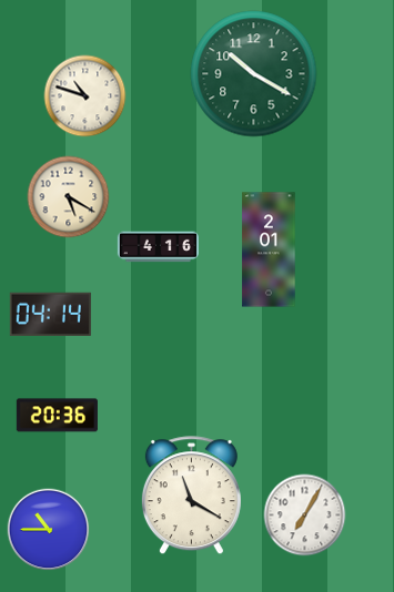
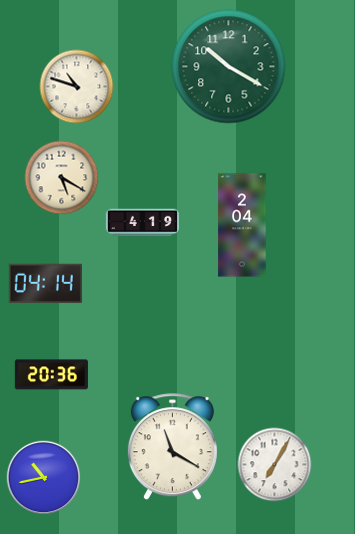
clock at (158, 247): 4:16 -> 4:19
clock at (269, 249): 2:01 -> 2:04
clock at (49, 530): 10:45 -> 10:43
